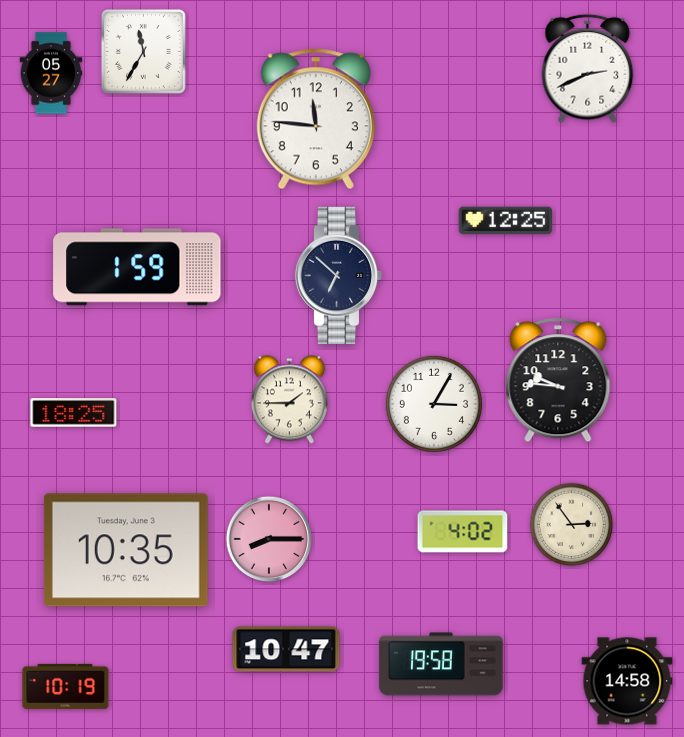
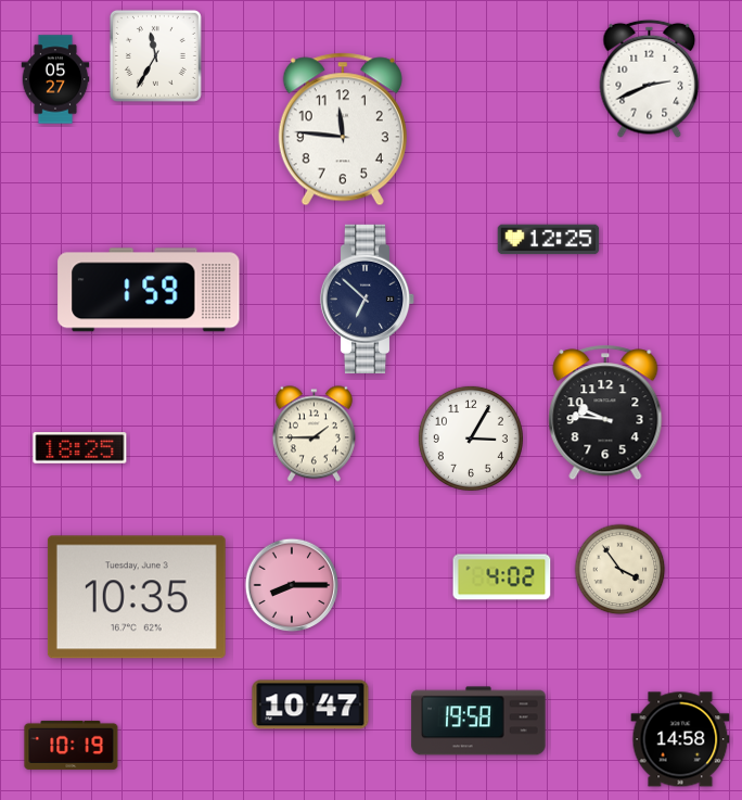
clock at (588, 68) position: (588, 68) -> (650, 78)
clock at (572, 525): 2:54 -> 3:54
